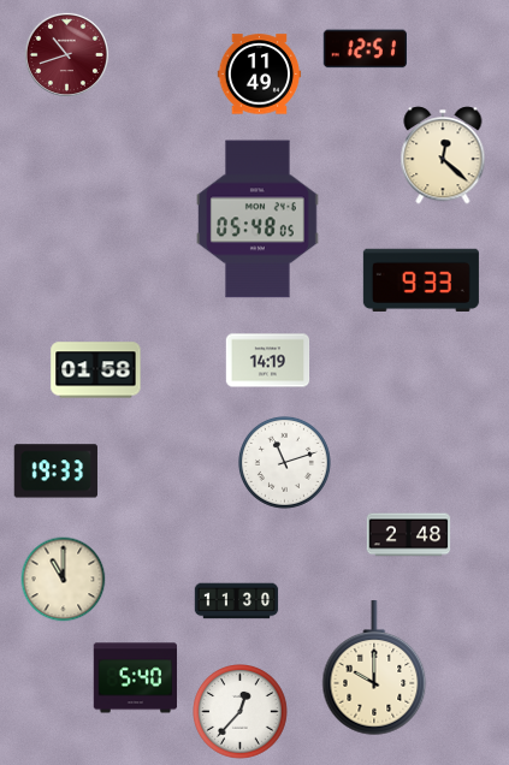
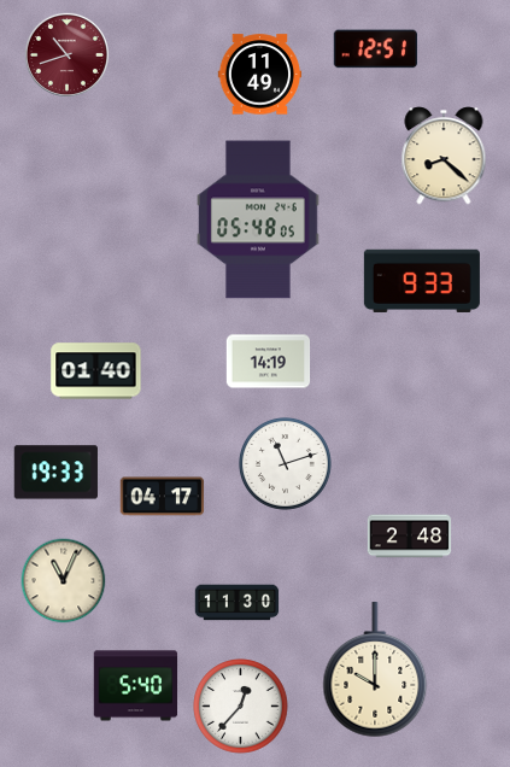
clock at (365, 49) position: (365, 49) -> (375, 49)
clock at (443, 155): 12:22 -> 8:22
clock at (96, 370): 01:58 -> 01:40
clock at (163, 497): none -> 04:17
clock at (64, 580): 11:00 -> 11:04
clock at (136, 678) position: (136, 678) -> (136, 686)
clock at (241, 712) position: (241, 712) -> (241, 707)
